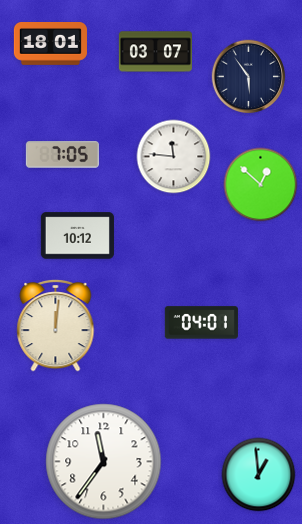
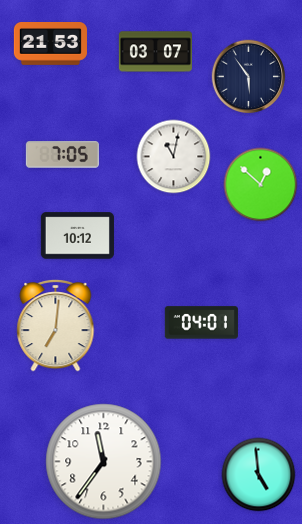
clock at (50, 44): 18:01 -> 21:53
clock at (174, 157): 11:46 -> 11:02
clock at (56, 325): 12:01 -> 7:01
clock at (259, 475): 12:59 -> 4:59
